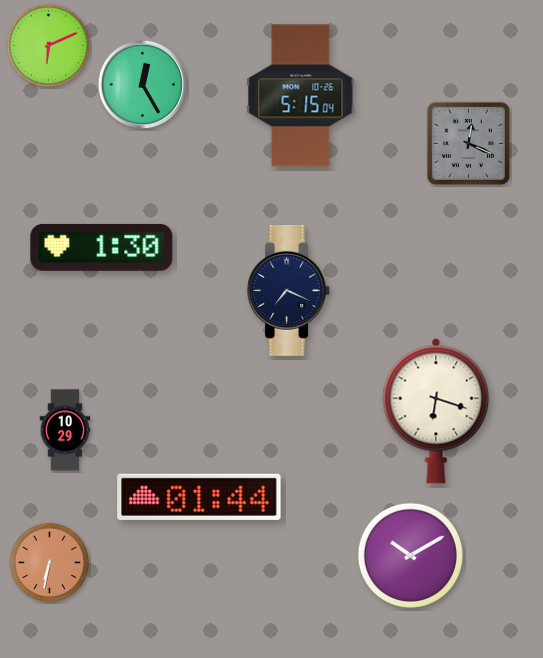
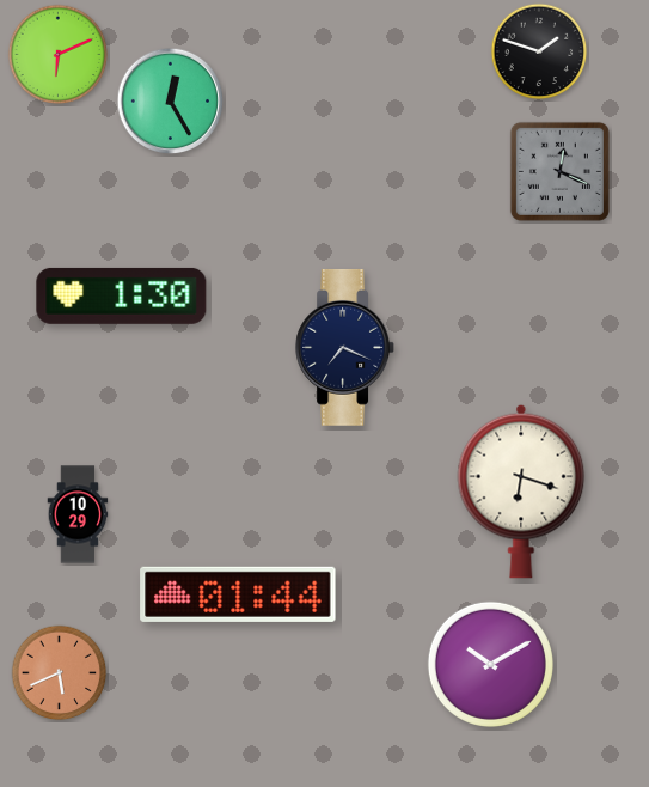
clock at (539, 51): none -> 1:48
clock at (301, 96): 5:15 -> none
clock at (50, 563): 6:32 -> 5:41
